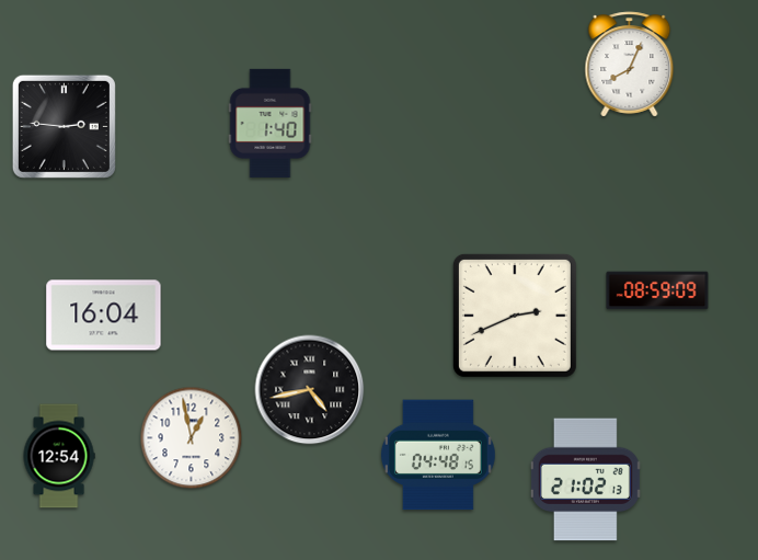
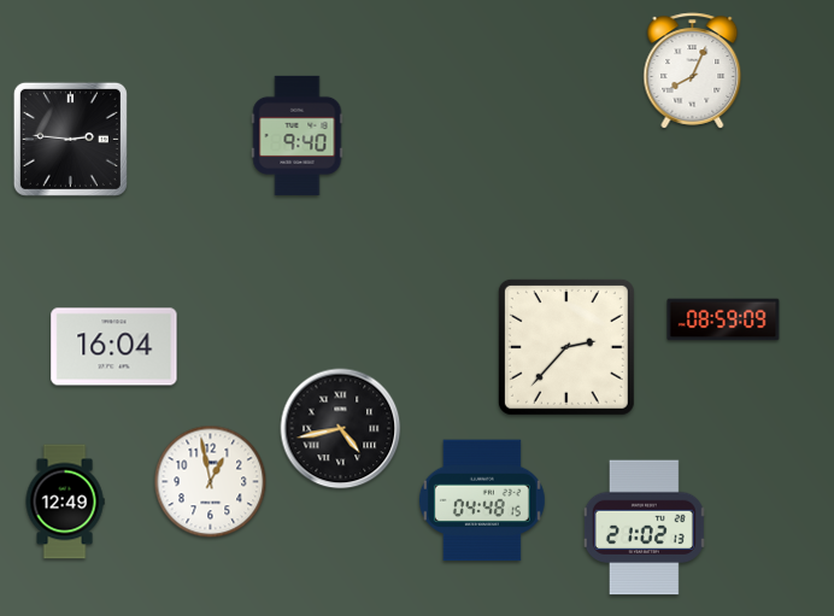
clock at (271, 123): 1:40 -> 9:40
clock at (515, 316): 2:41 -> 2:37
clock at (59, 456): 12:54 -> 12:49
